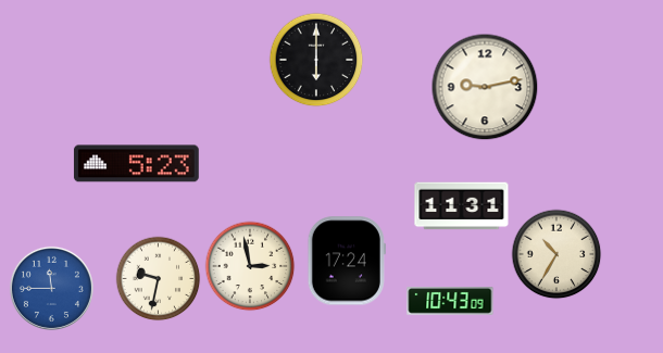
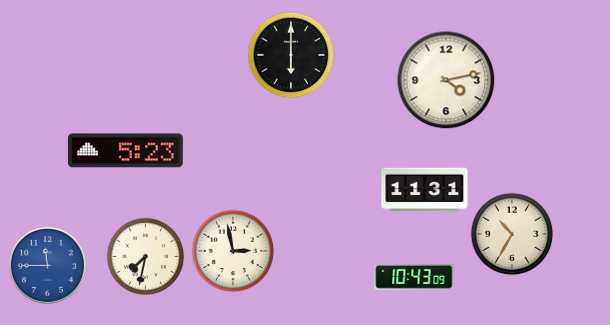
clock at (485, 87): 9:13 -> 4:13
clock at (347, 261): 17:24 -> none
clock at (250, 266) position: (250, 266) -> (233, 251)
clock at (158, 278): 9:32 -> 7:32
